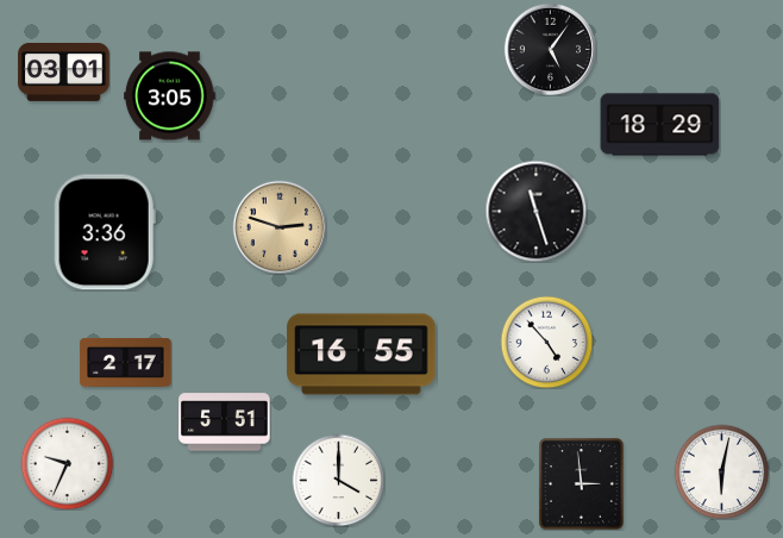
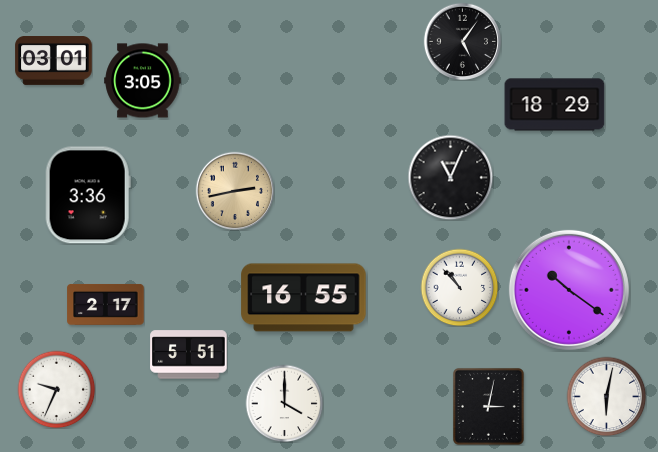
clock at (535, 211): 11:27 -> 11:04
clock at (280, 227): 2:48 -> 2:43
clock at (546, 342): 4:53 -> 10:53
clock at (569, 290): none -> 10:21
clock at (581, 483): 2:59 -> 3:02
